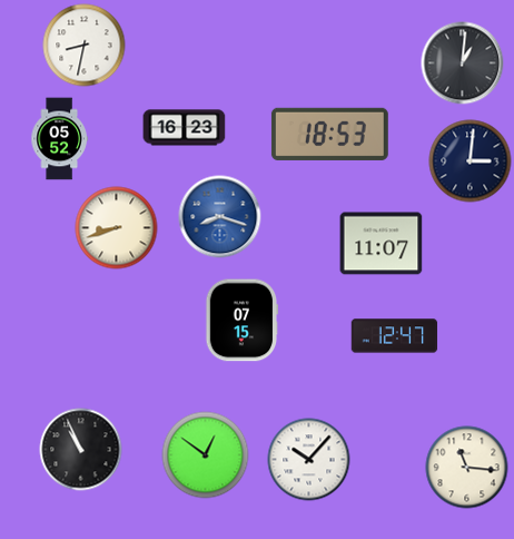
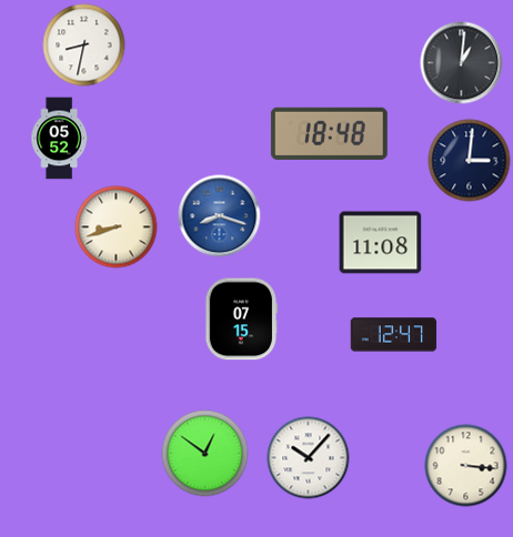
clock at (185, 128): 16:23 -> none
clock at (329, 134): 18:53 -> 18:48
clock at (382, 244): 11:07 -> 11:08
clock at (81, 450): 10:56 -> none
clock at (467, 468): 11:16 -> 3:16
